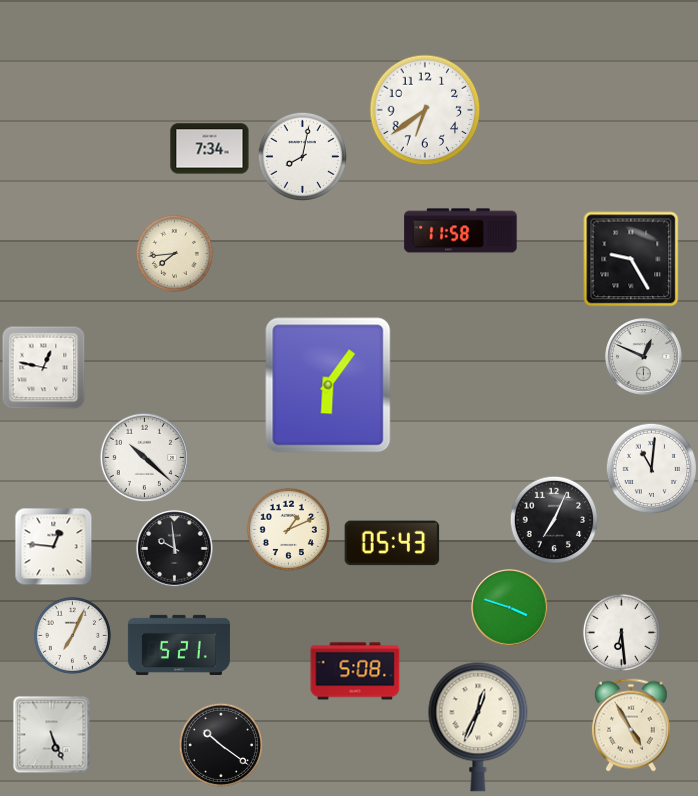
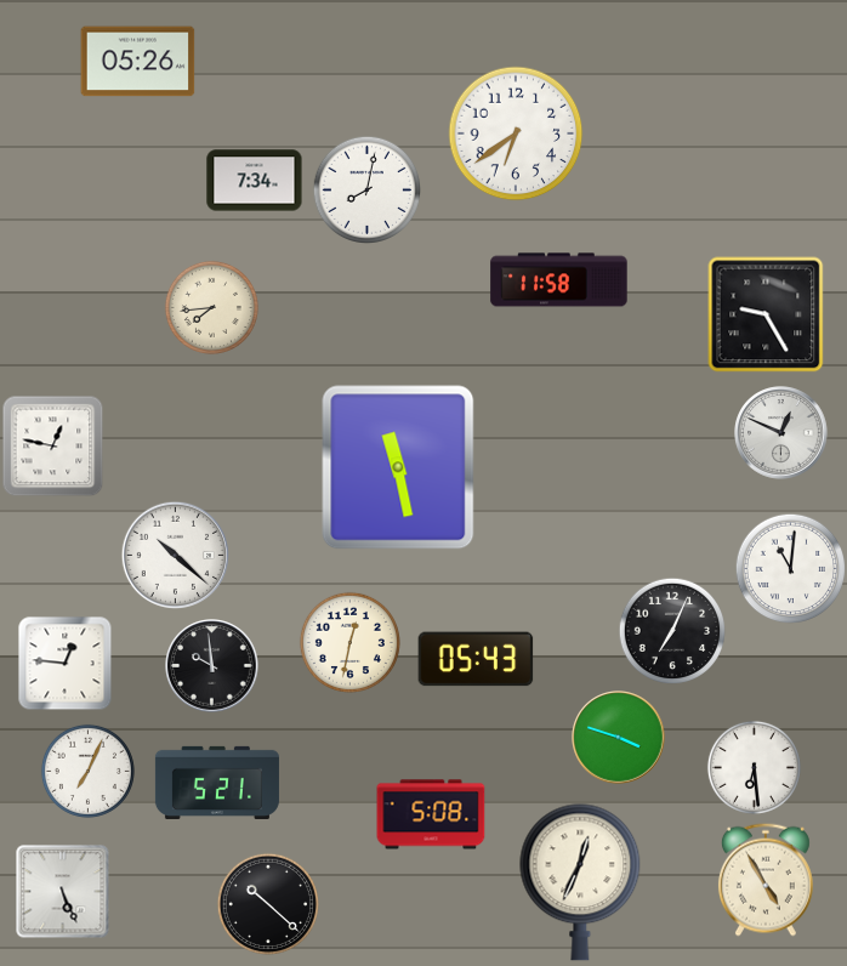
clock at (138, 62): none -> 05:26
clock at (328, 385): 6:06 -> 11:28
clock at (288, 529): 1:11 -> 12:32
clock at (221, 745): 10:21 -> 10:22
